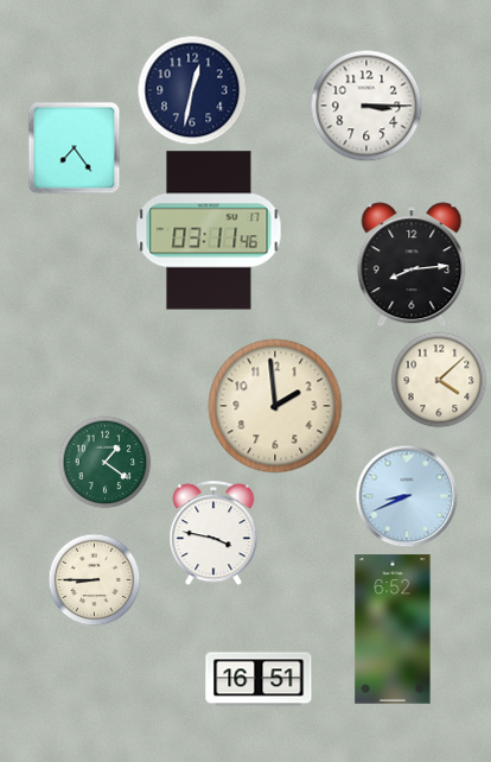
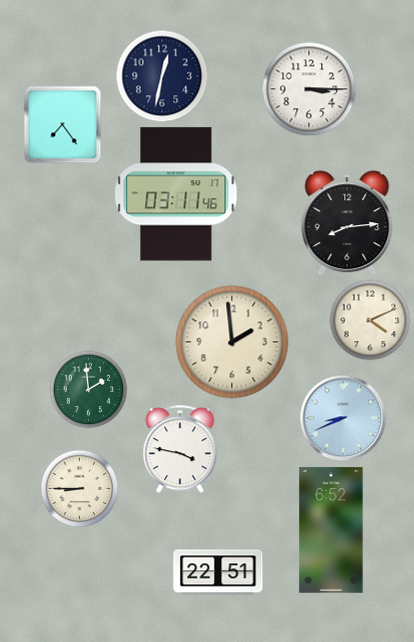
clock at (439, 380): 4:08 -> 4:11
clock at (104, 462): 1:21 -> 1:59
clock at (259, 679): 16:51 -> 22:51
